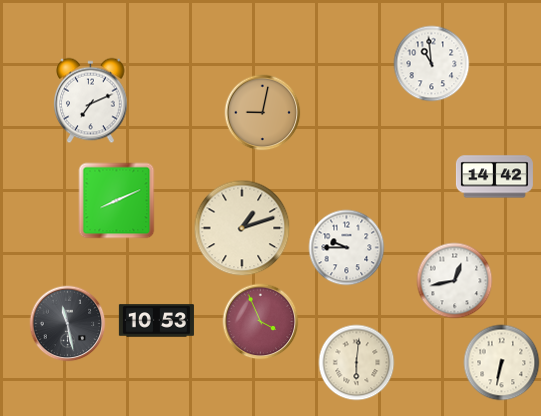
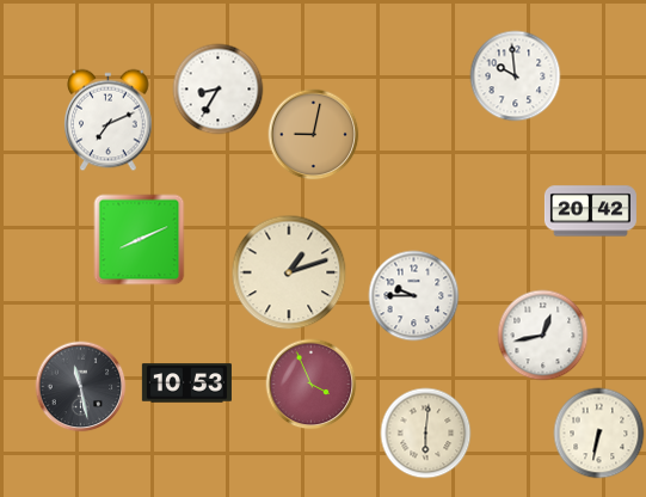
clock at (432, 64): 10:59 -> 9:59
clock at (219, 90): none -> 8:35
clock at (494, 177): 14:42 -> 20:42
